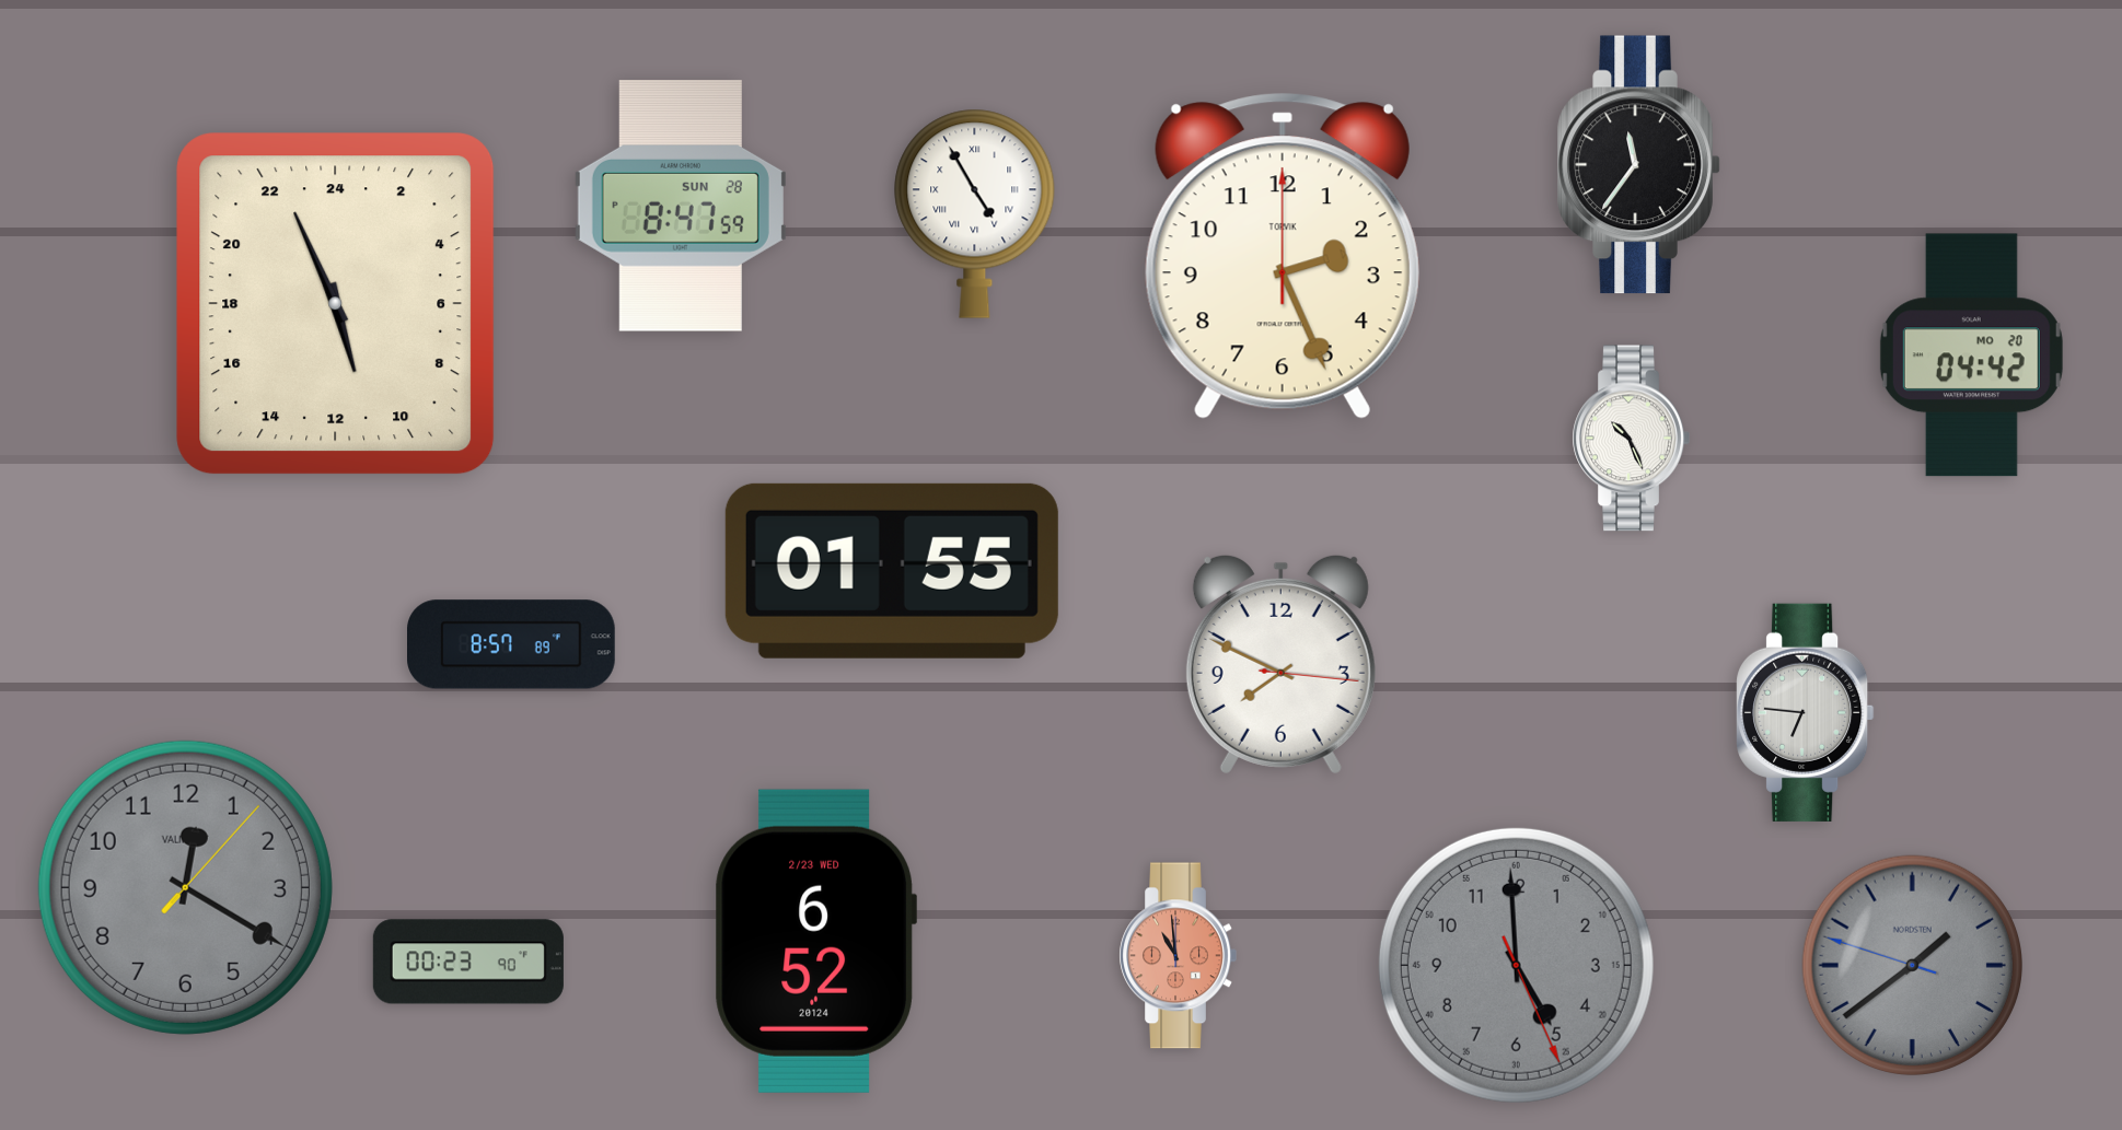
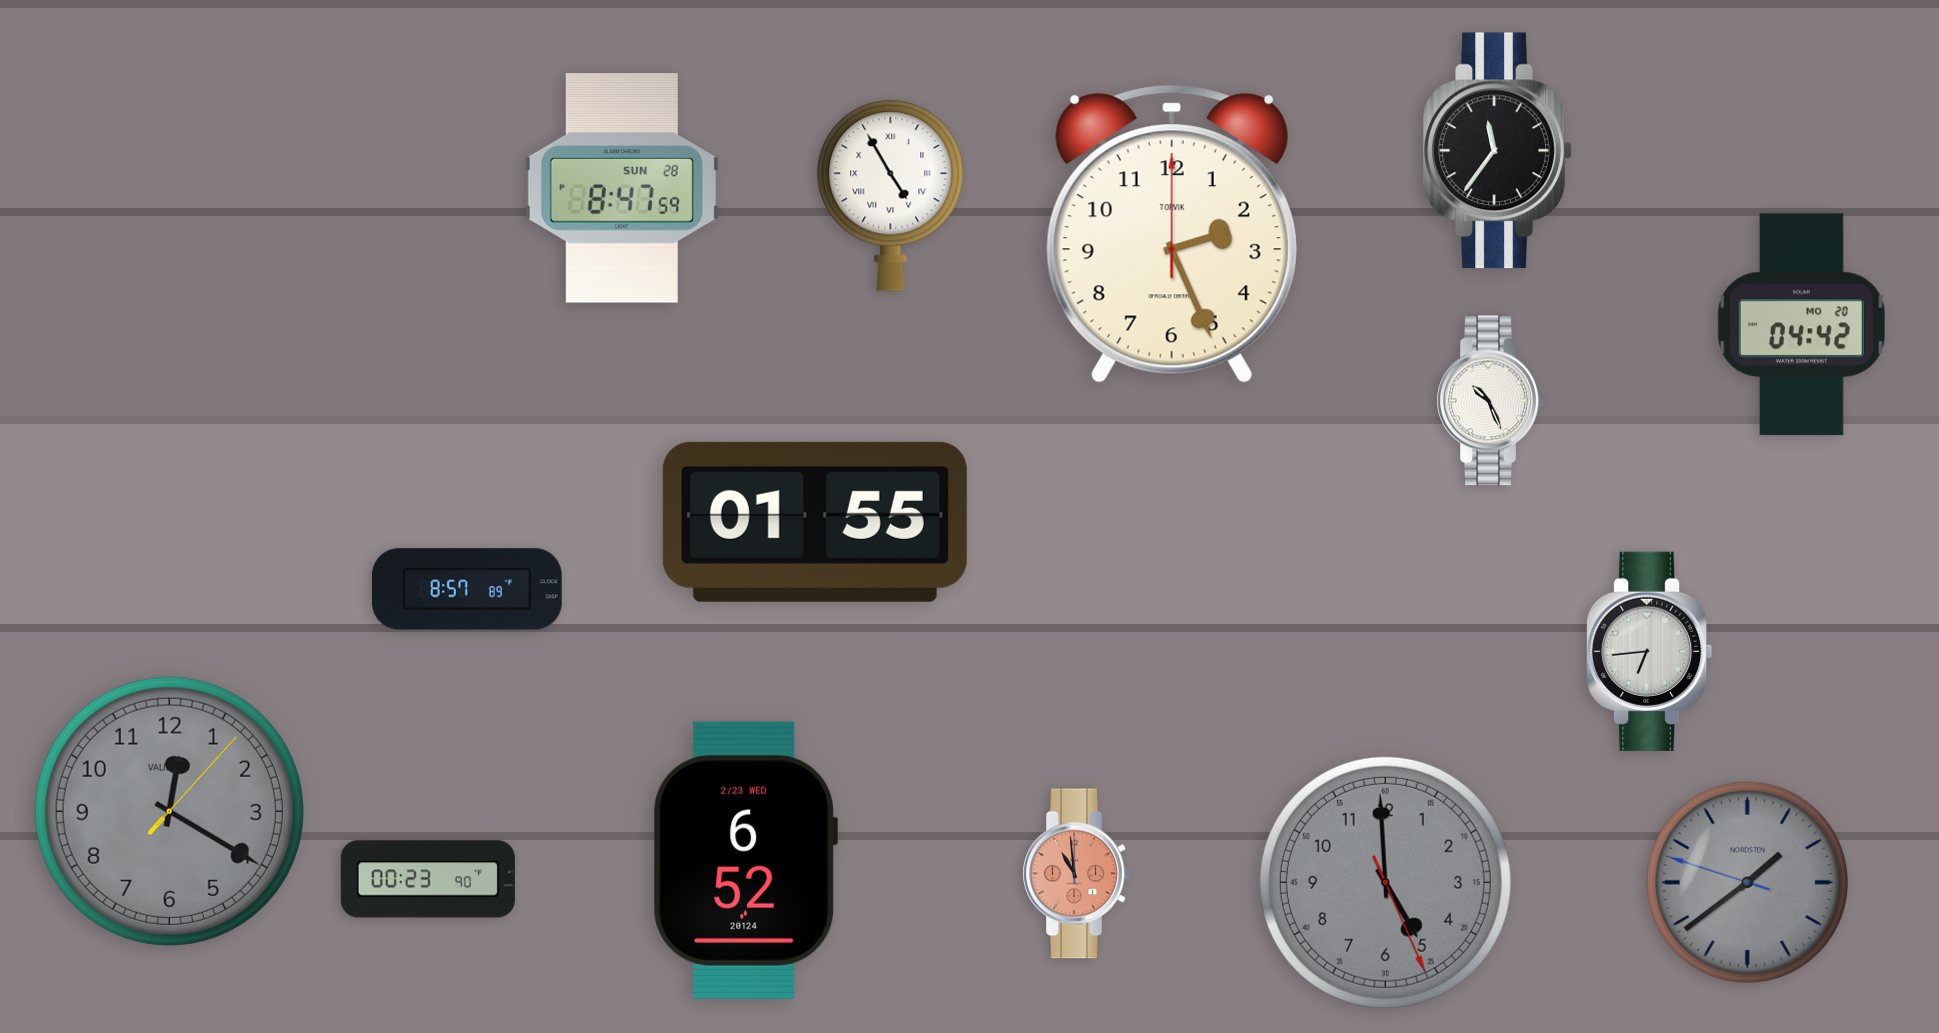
clock at (336, 304): 10:56 -> none
clock at (1280, 664): 7:49 -> none
clock at (1806, 712): 6:46 -> 6:44
